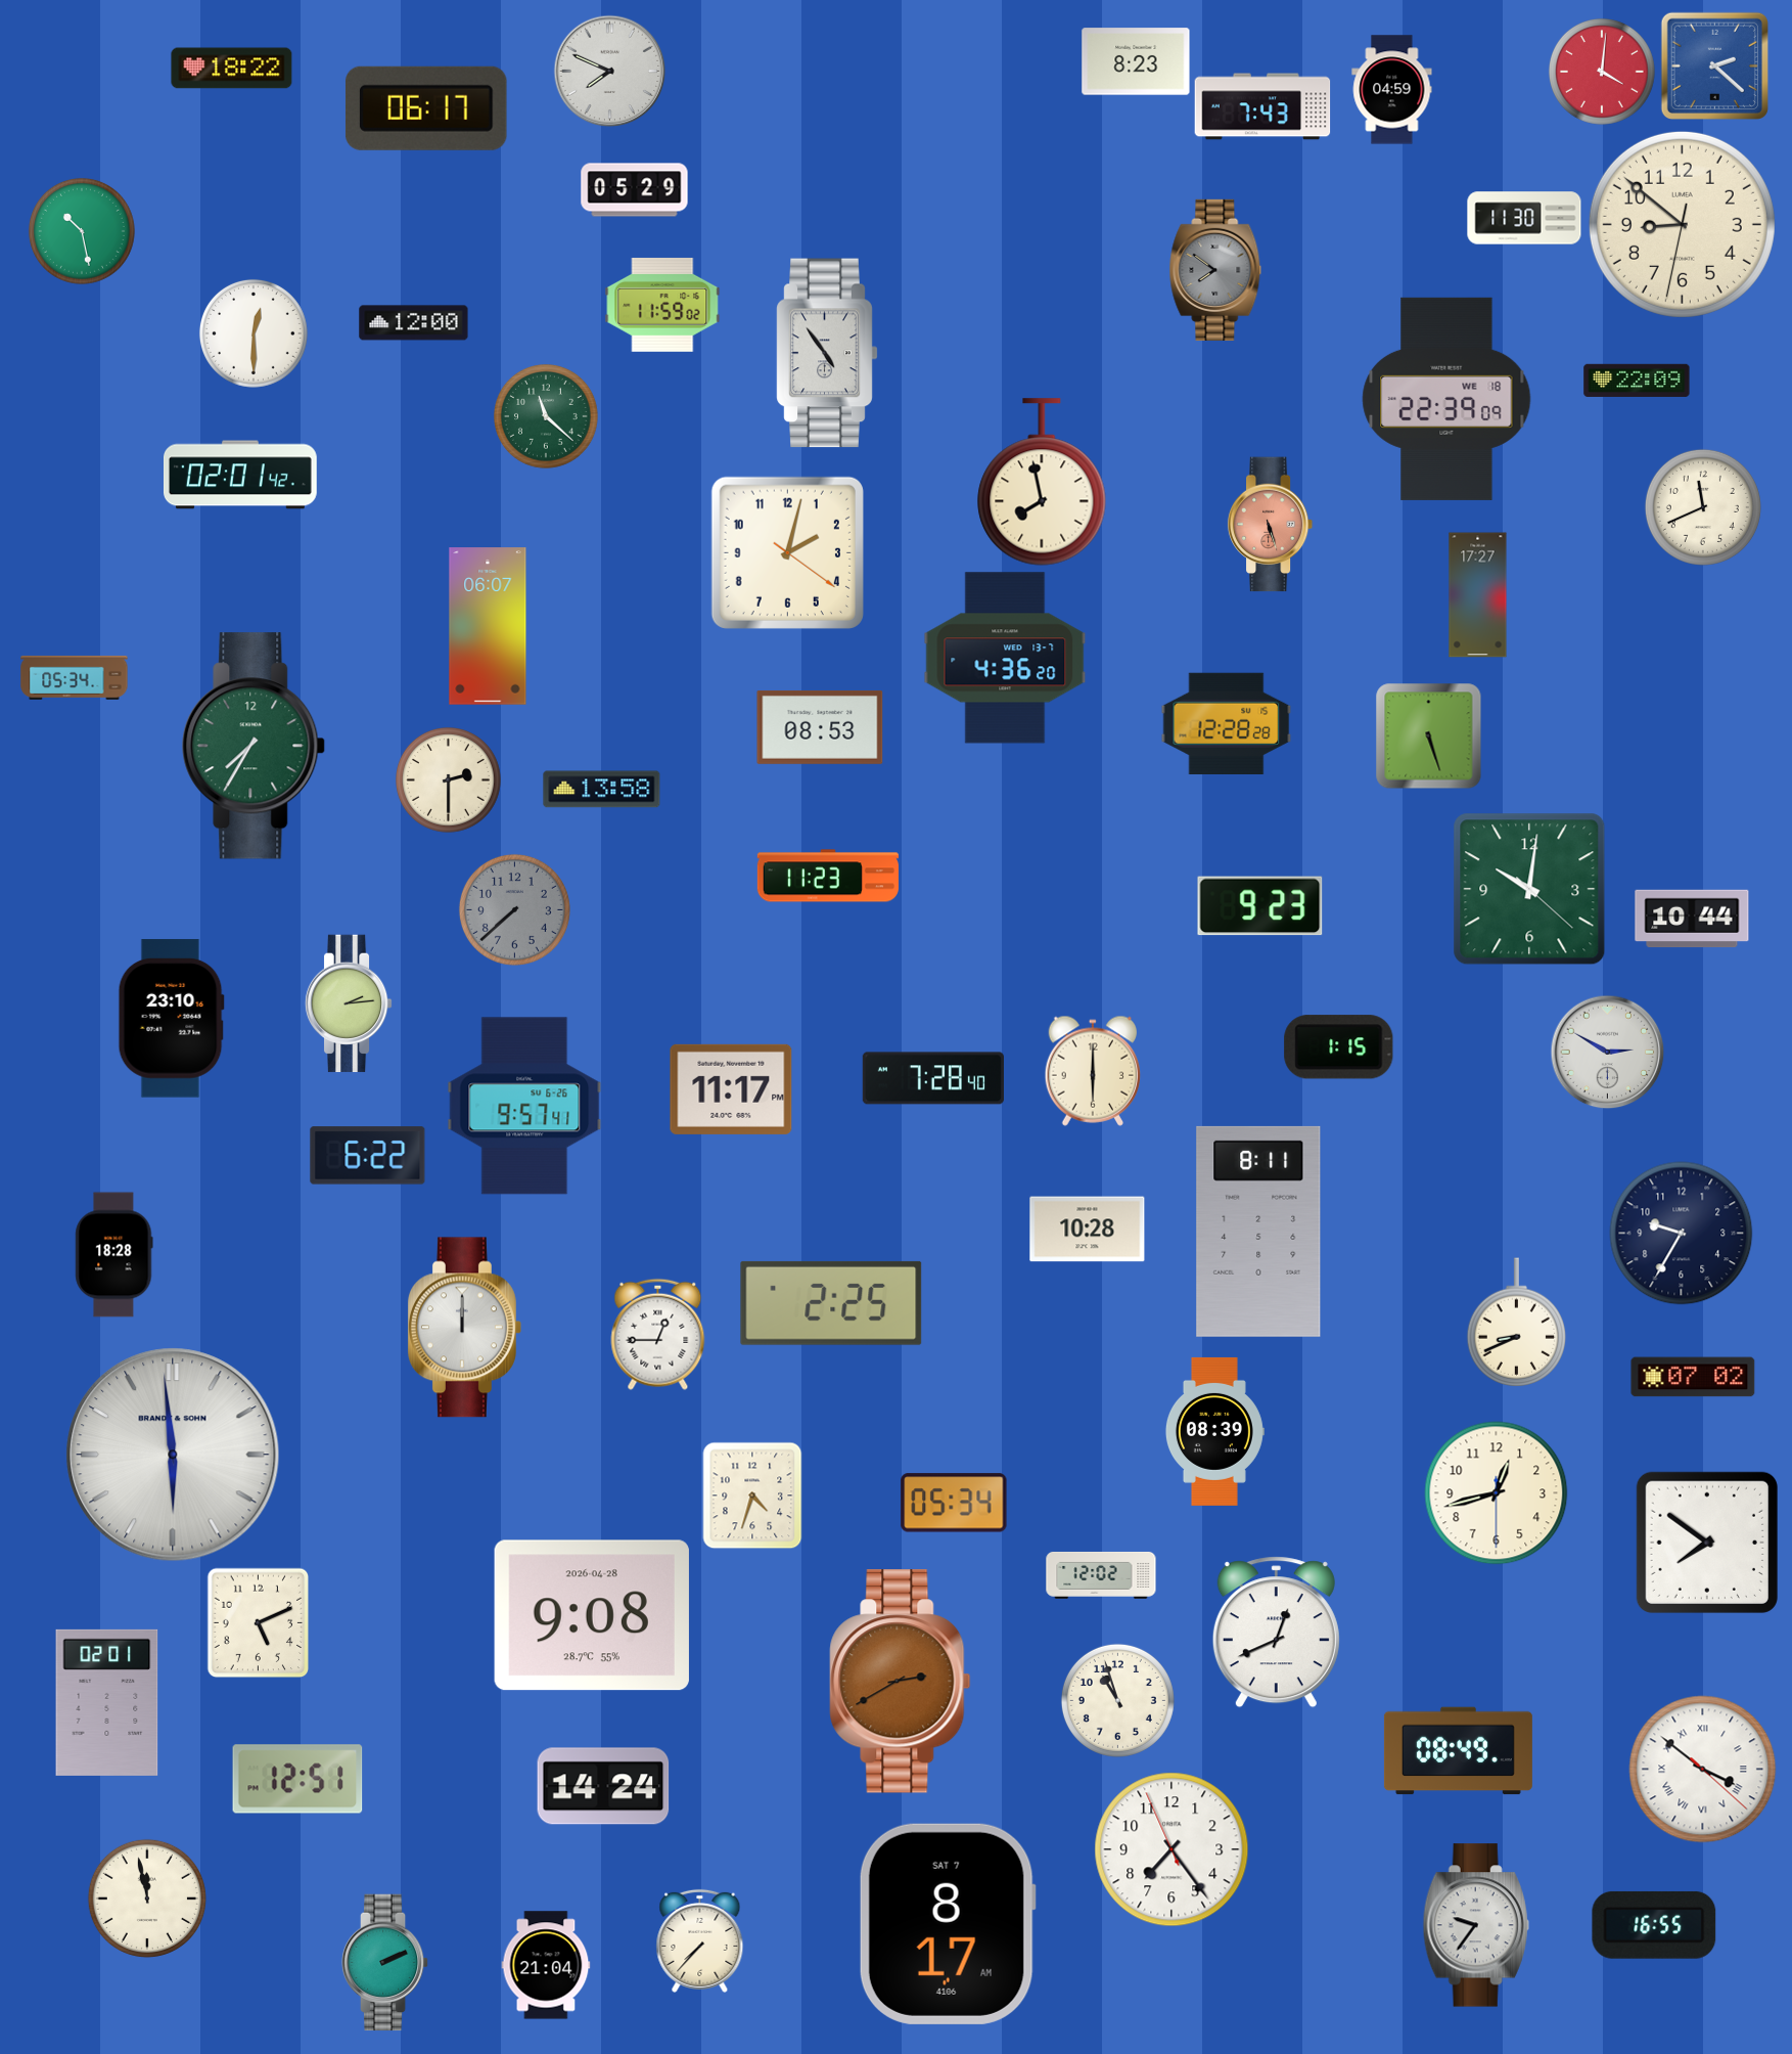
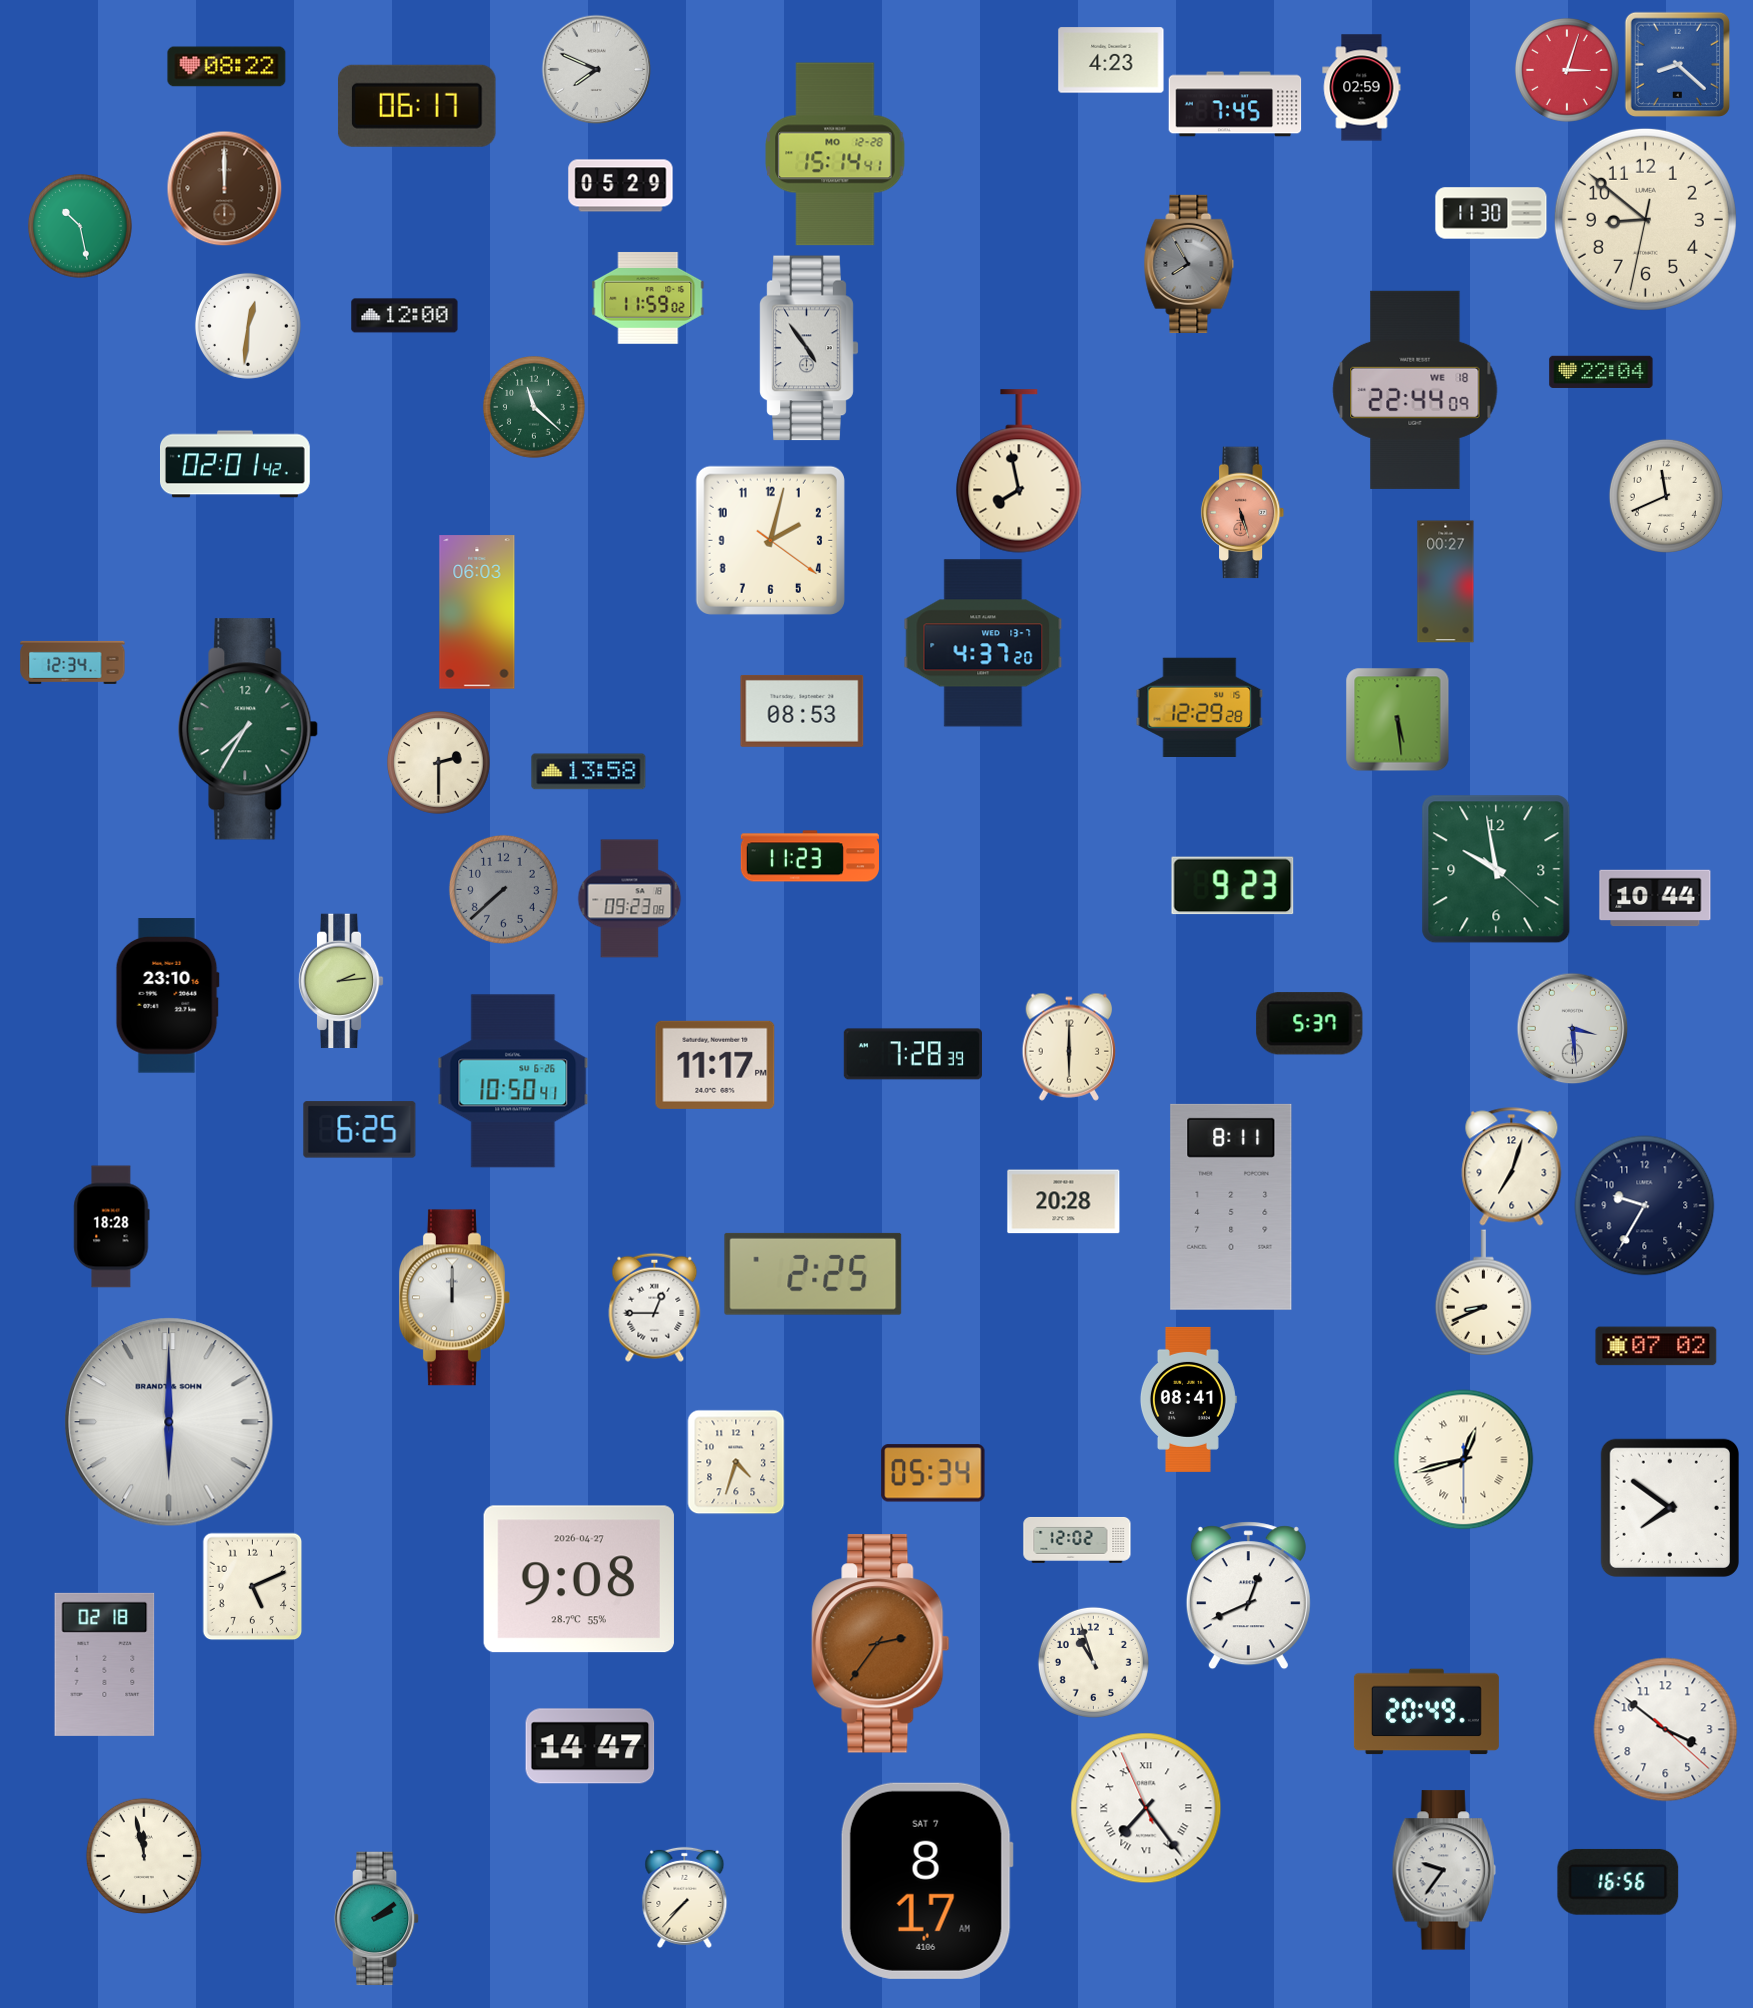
clock at (1136, 61): 8:23 -> 4:23
clock at (1714, 65): 2:22 -> 8:22
clock at (232, 69): 18:22 -> 08:22
clock at (1602, 72): 4:01 -> 3:03
clock at (1392, 90): 04:59 -> 02:59
clock at (1262, 106): 7:43 -> 7:45
clock at (835, 154): none -> 15:14
clock at (224, 188): none -> 12:00
clock at (1215, 270): 7:51 -> 7:55
clock at (254, 333): 12:30 -> 12:31
clock at (827, 353) position: (827, 353) -> (809, 348)
clock at (1637, 381): 22:09 -> 22:04
clock at (1446, 399): 22:39 -> 22:44
clock at (1478, 595): 17:27 -> 00:27
clock at (488, 626): 06:07 -> 06:03
clock at (1005, 658): 4:36 -> 4:37
clock at (75, 677): 05:34 -> 12:34
clock at (1227, 723): 12:28 -> 12:29
clock at (1428, 735): 5:27 -> 5:29
clock at (1529, 889): 10:01 -> 9:58
clock at (630, 899): none -> 09:23
clock at (1339, 1047): 1:15 -> 5:37
clock at (1607, 1052): 2:50 -> 3:29
clock at (933, 1078): 7:28:40 -> 7:28:39
clock at (524, 1106): 9:57 -> 10:50
clock at (368, 1156): 6:22 -> 6:25
clock at (1512, 1167): none -> 7:03
clock at (1088, 1230): 10:28 -> 20:28
clock at (1258, 1232) position: (1258, 1232) -> (1231, 1207)
clock at (658, 1334) position: (658, 1334) -> (655, 1307)
clock at (1214, 1431): 08:39 -> 08:41
clock at (173, 1455): 5:59 -> 6:00
clock at (1497, 1493) numerals: Arabic -> Roman
clock at (954, 1503) position: (954, 1503) -> (933, 1473)
clock at (592, 1615) date: 2026-04-28 -> 2026-04-27
clock at (901, 1682): 2:40 -> 2:36
clock at (107, 1702): 02:01 -> 02:18
clock at (1458, 1751): 08:49 -> 20:49
clock at (1703, 1770) numerals: Roman -> Arabic
clock at (297, 1779): 12:51 -> none
clock at (603, 1786): 14:24 -> 14:47
clock at (1171, 1849) numerals: Arabic -> Roman
clock at (1476, 1925) position: (1476, 1925) -> (1444, 1870)
clock at (1654, 1925): 16:55 -> 16:56
clock at (385, 1963): 2:11 -> 2:09
clock at (546, 1965): 21:04 -> none
